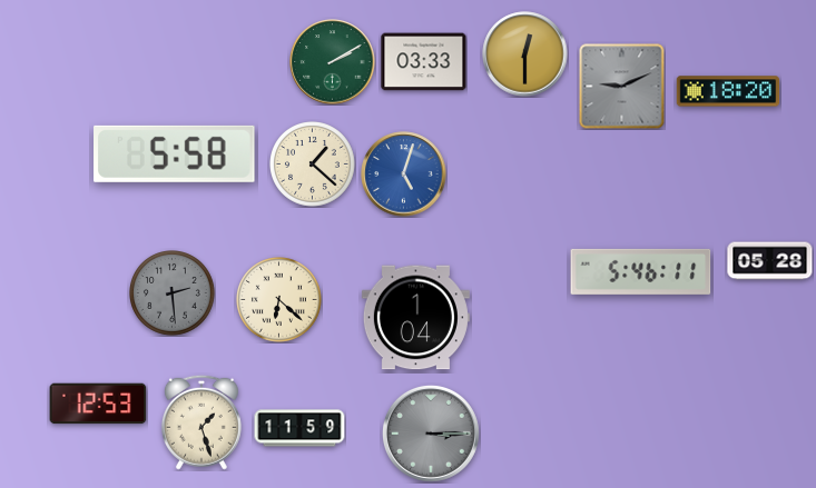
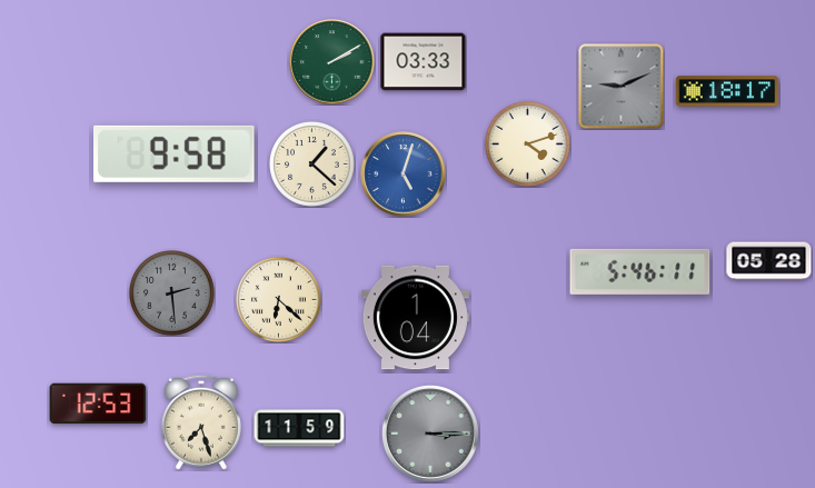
clock at (525, 54): 12:30 -> none
clock at (728, 91): 18:20 -> 18:17
clock at (528, 145): none -> 4:12
clock at (175, 153): 5:58 -> 9:58
clock at (201, 422): 1:27 -> 7:27
